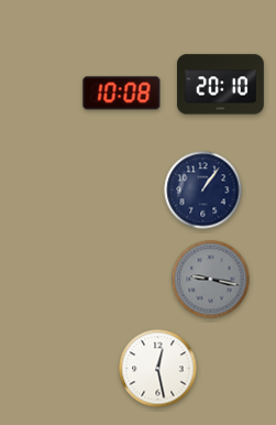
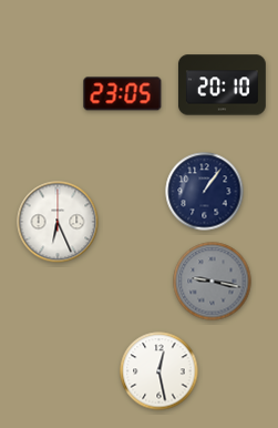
clock at (122, 94): 10:08 -> 23:05
clock at (58, 222): none -> 6:26
